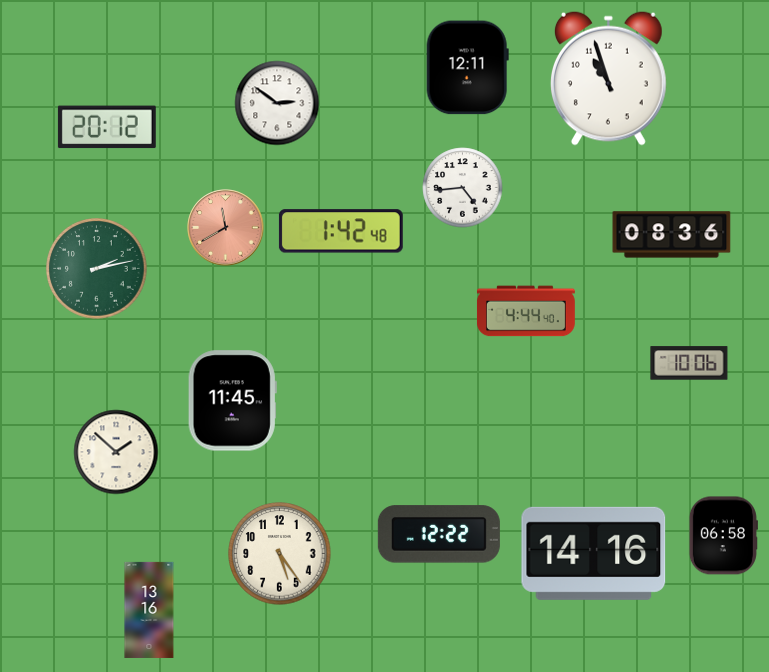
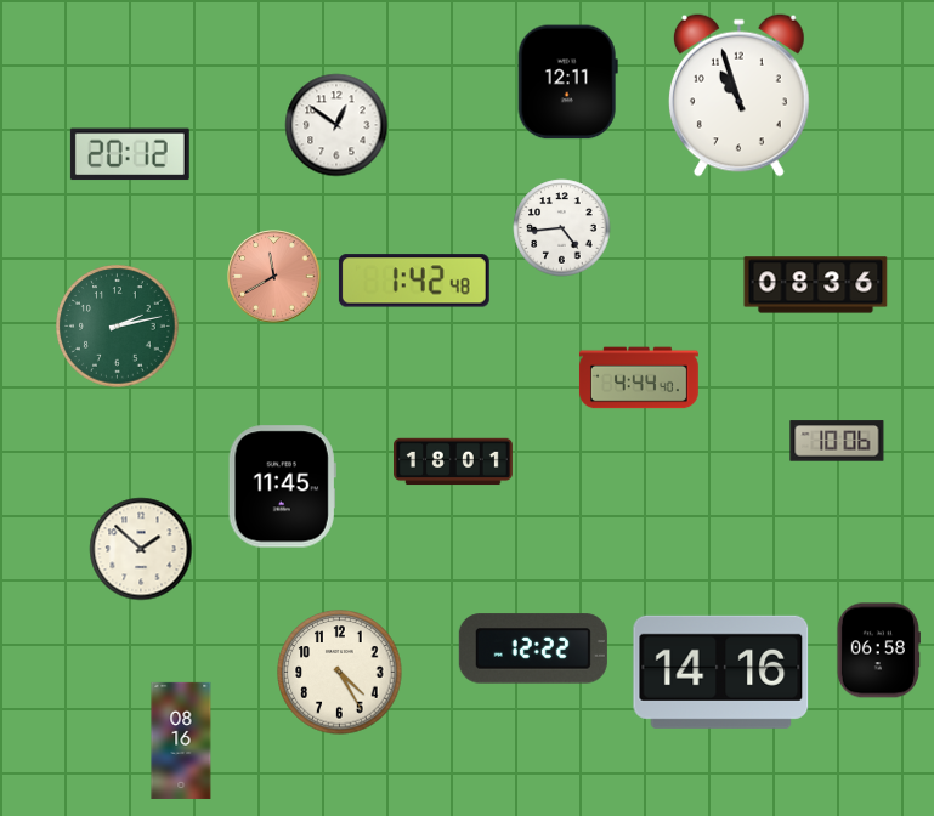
clock at (277, 103): 2:51 -> 12:51
clock at (454, 461): none -> 18:01
clock at (280, 554): 5:24 -> 4:25
clock at (149, 610): 13:16 -> 08:16
